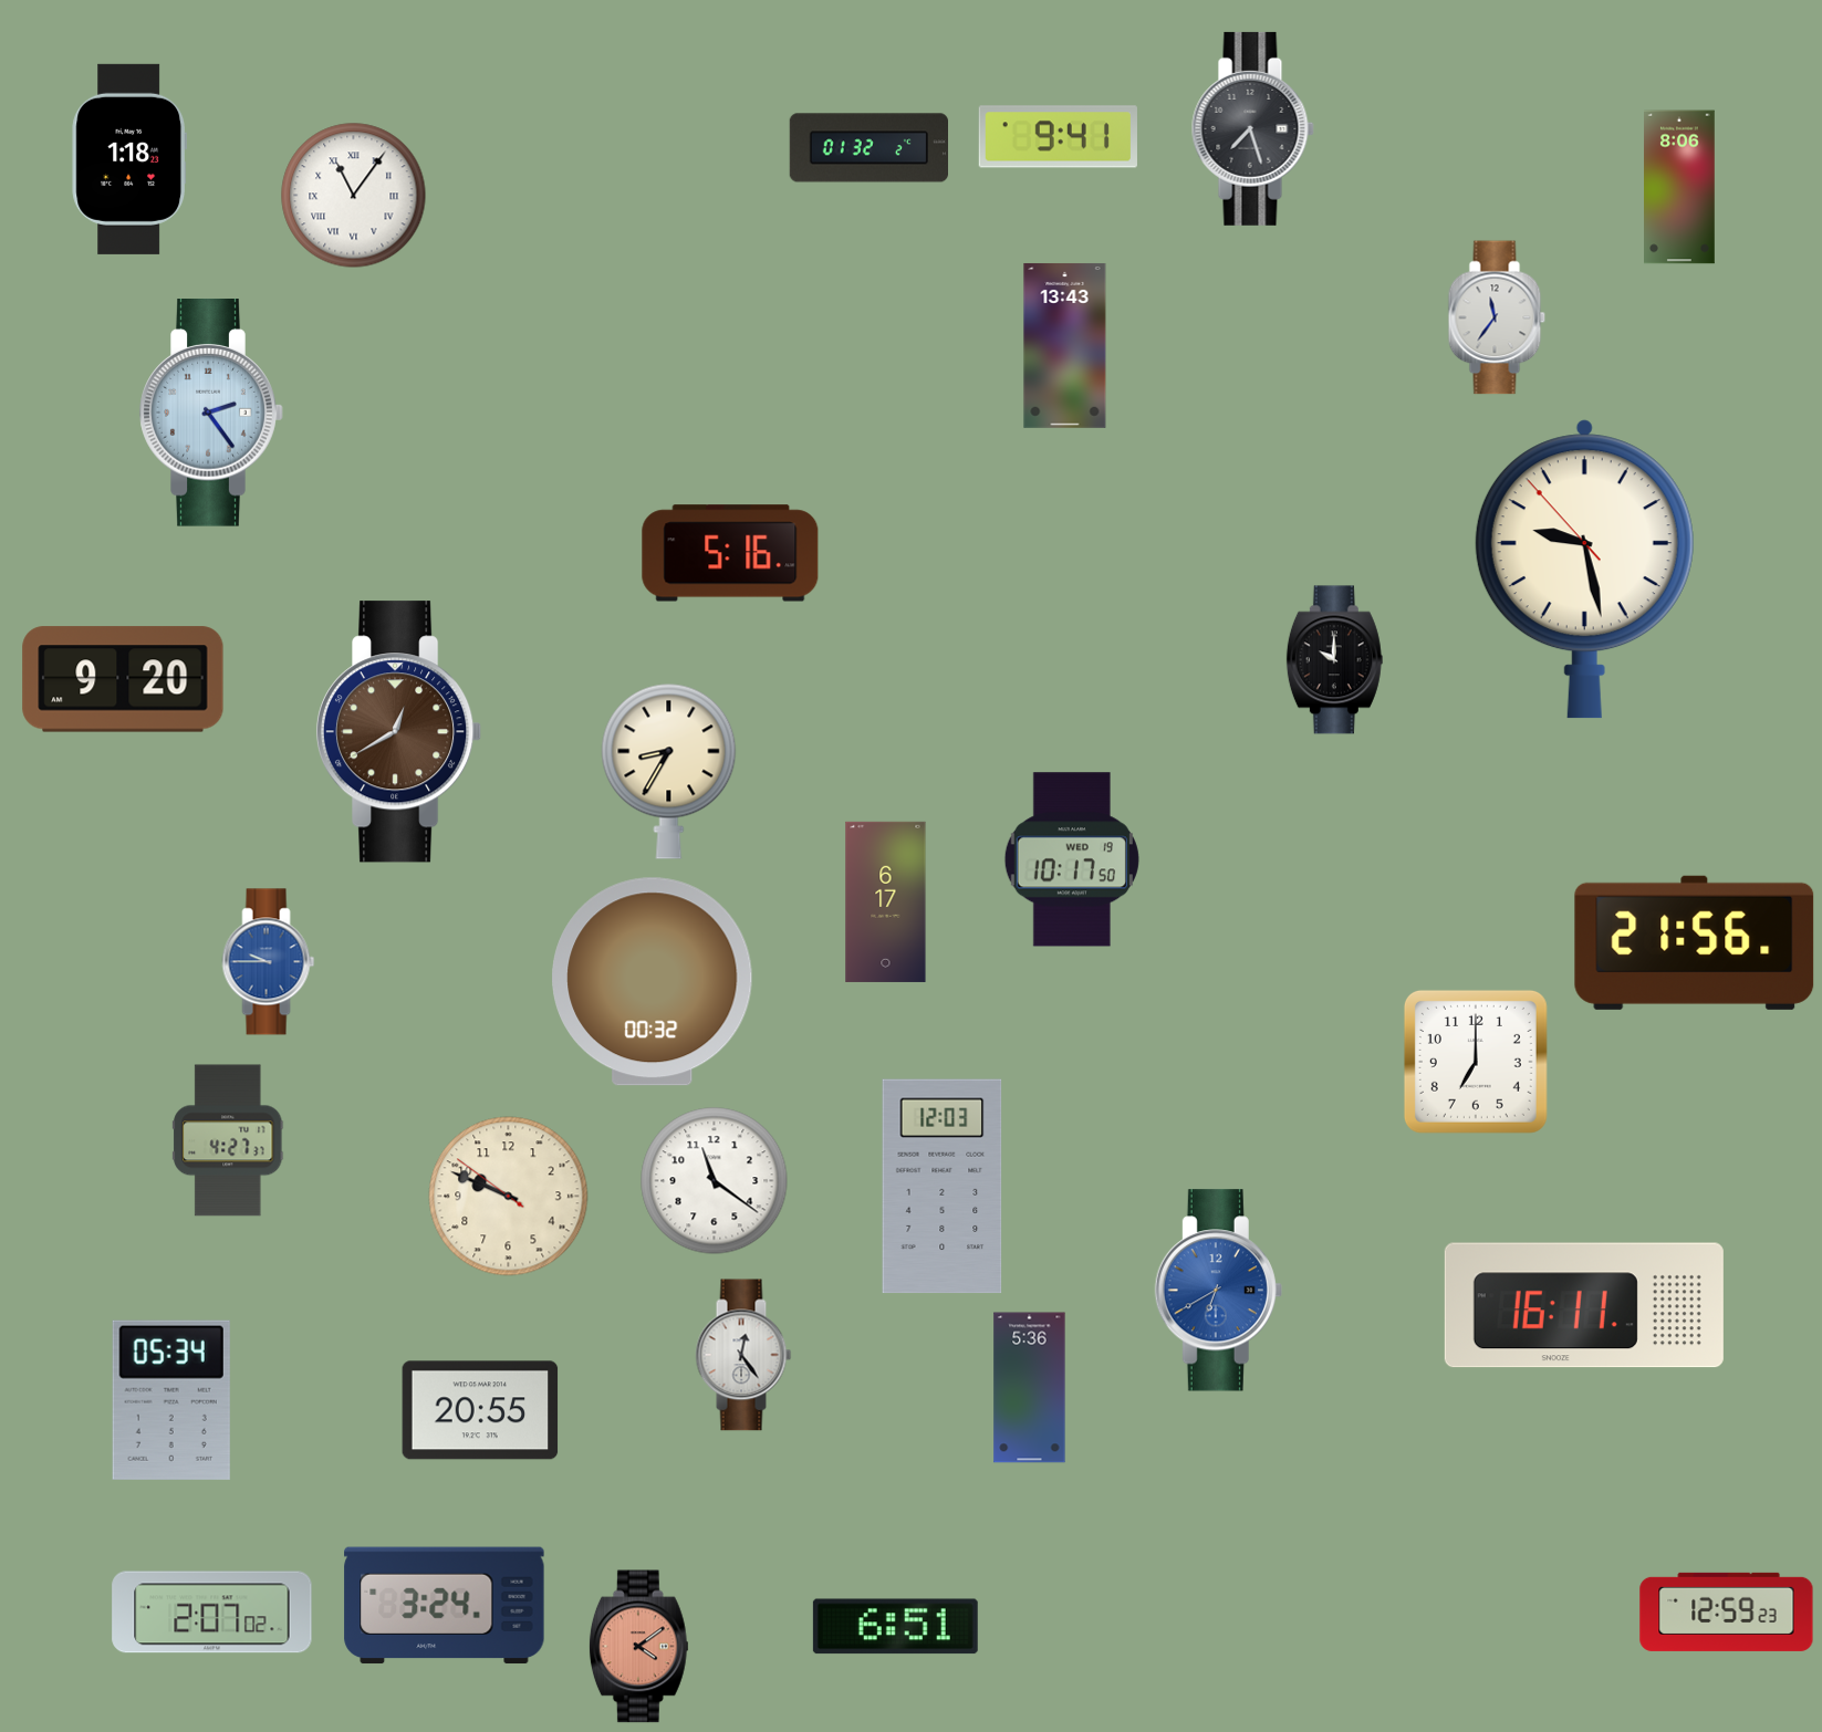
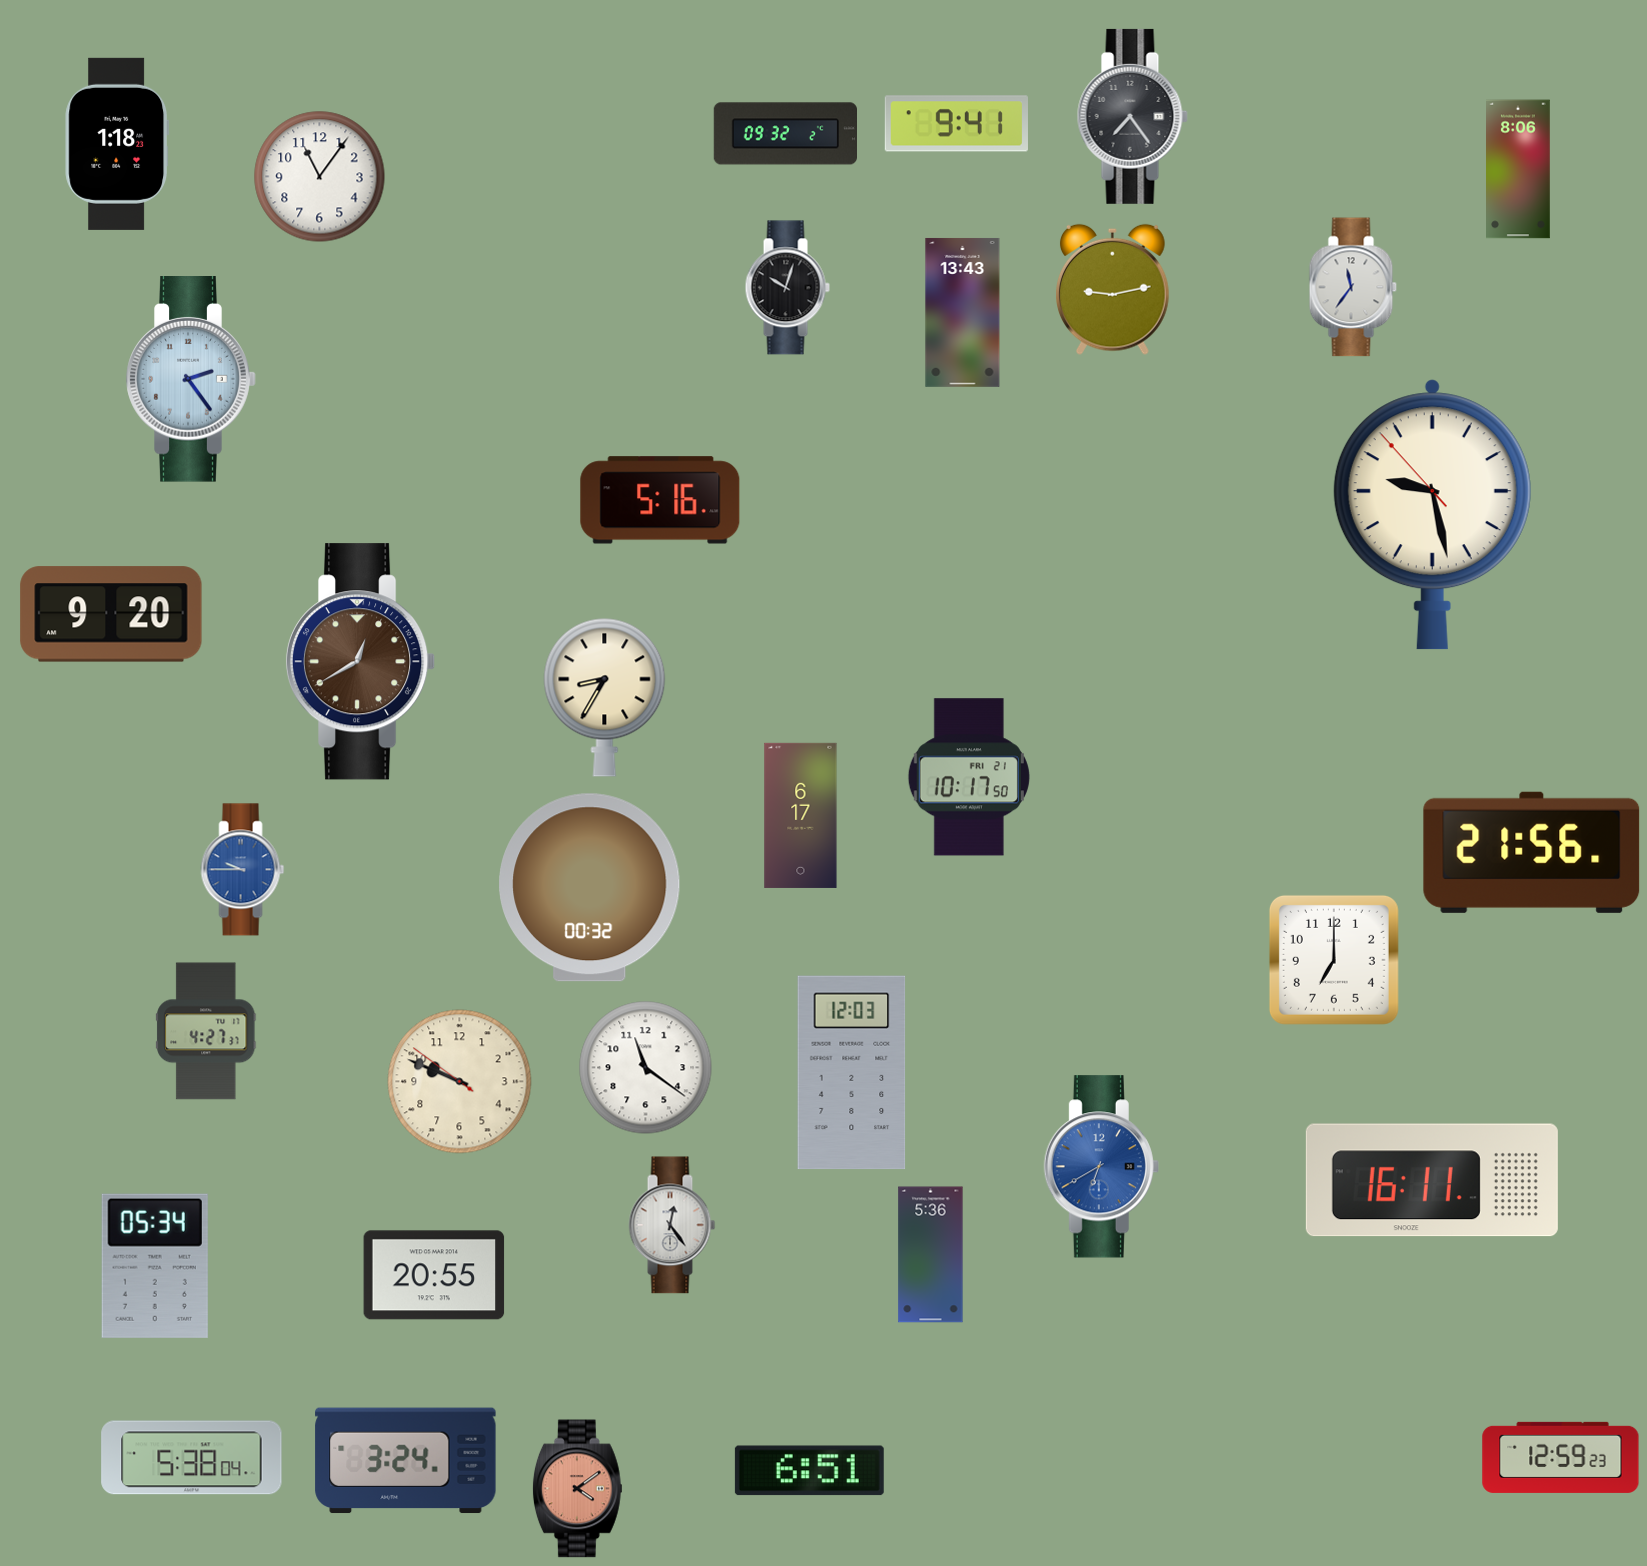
clock at (1252, 128): 7:27 -> 7:24
clock at (868, 148): 01:32 -> 09:32
clock at (354, 196) numerals: Roman -> Arabic
clock at (787, 288): none -> 10:03
clock at (1113, 289): none -> 9:13
clock at (211, 413) position: (211, 413) -> (191, 379)
clock at (1334, 660): 10:00 -> none
clock at (1072, 859) date: WED 19 -> FRI 21
clock at (445, 1606) position: (445, 1606) -> (406, 1461)
clock at (212, 1613): 2:07 -> 5:38
